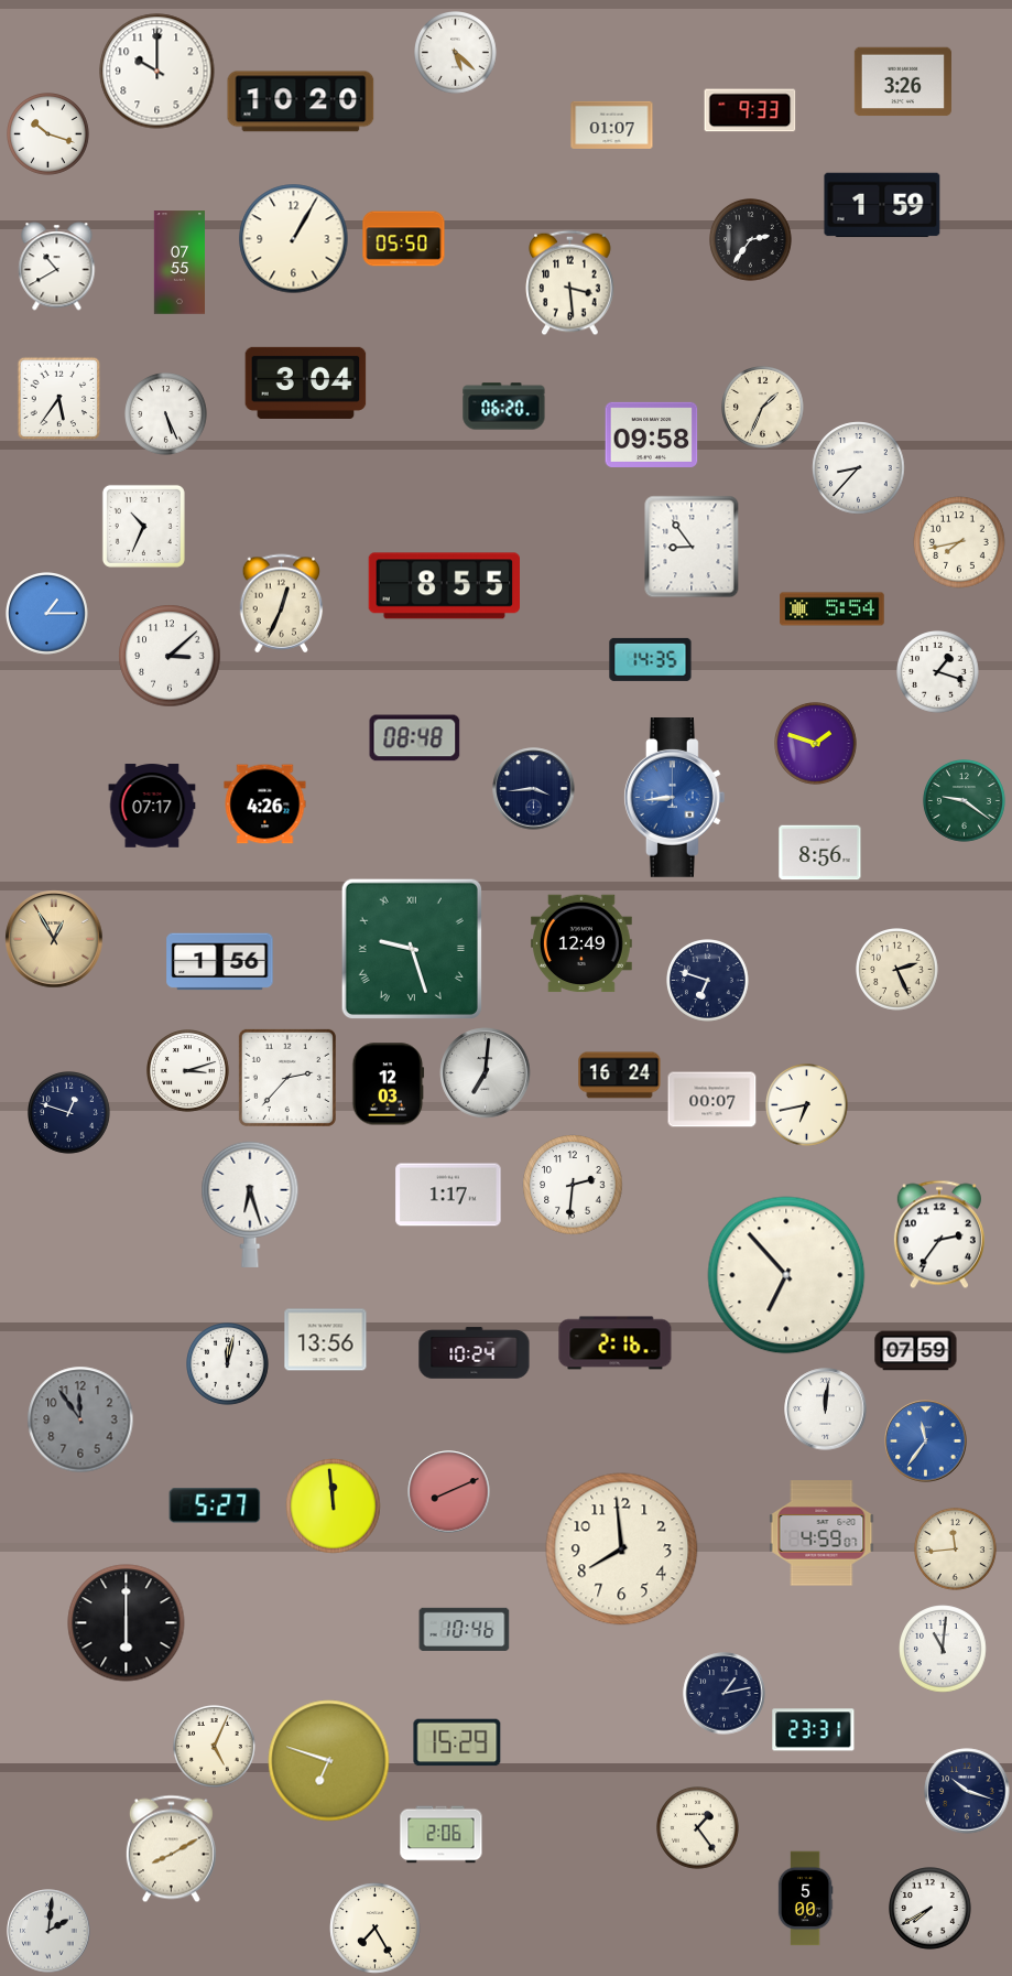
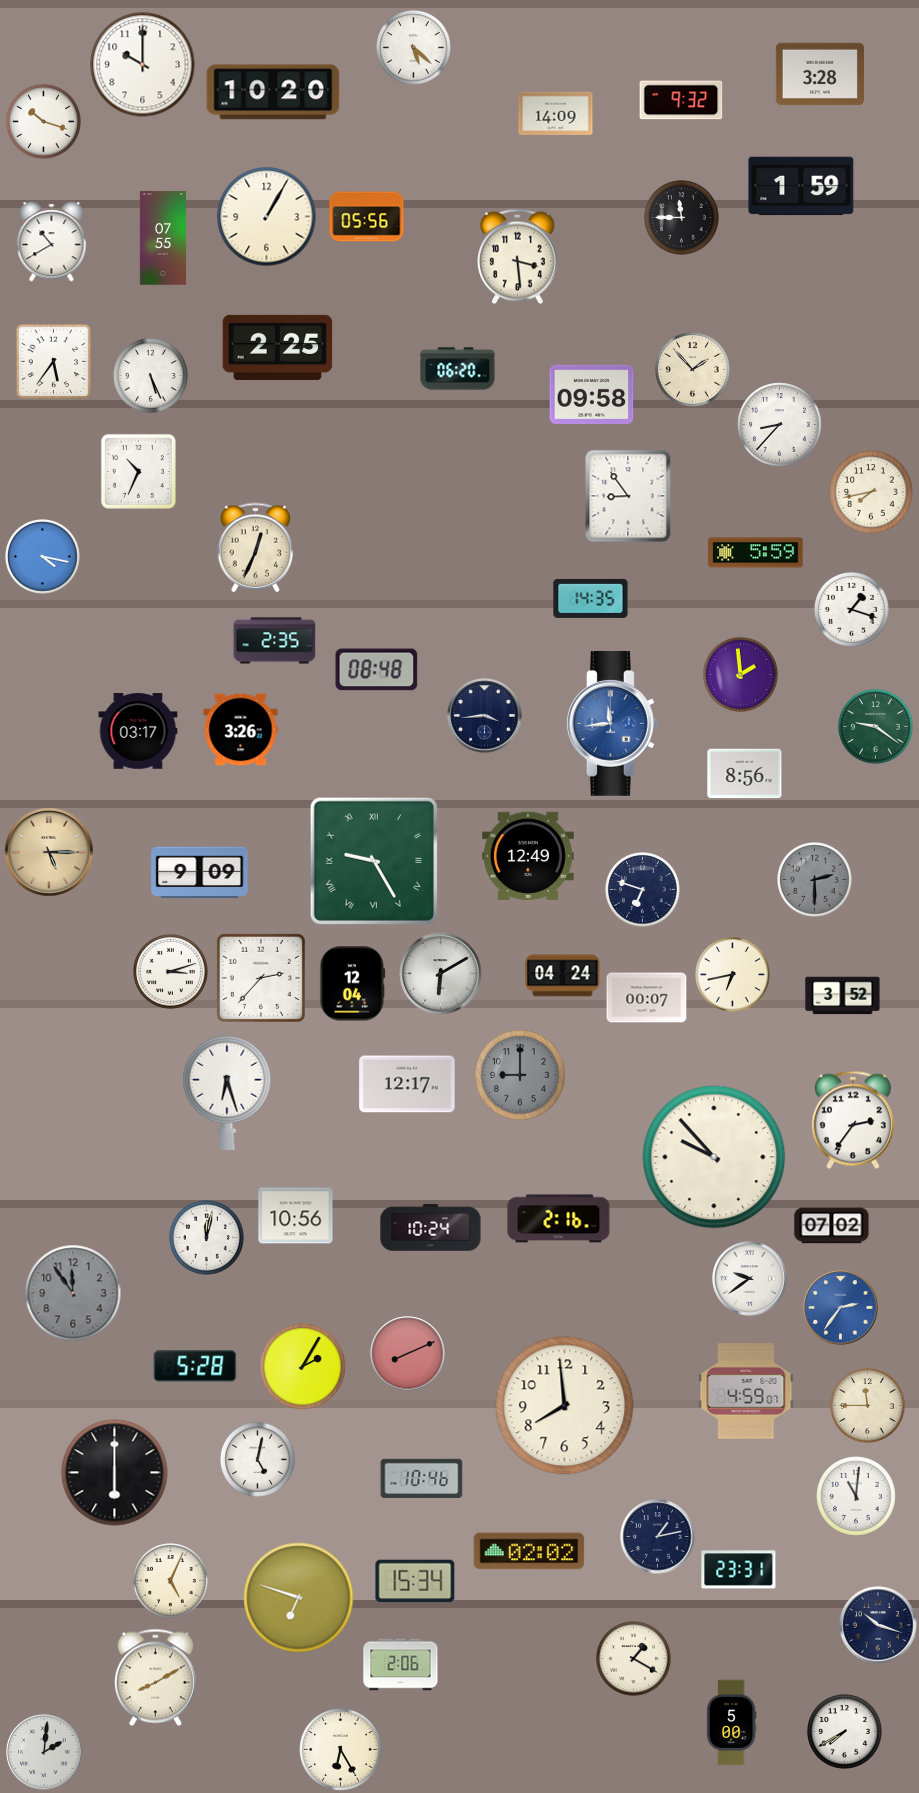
clock at (903, 82): 3:26 -> 3:28
clock at (750, 110): 9:33 -> 9:32
clock at (612, 125): 01:07 -> 14:09
clock at (404, 239): 05:50 -> 05:56
clock at (751, 240): 2:36 -> 11:45
clock at (306, 382): 3:04 -> 2:25
clock at (763, 408): 1:34 -> 1:53
clock at (143, 526) position: (143, 526) -> (138, 471)
clock at (444, 586): 8:55 -> none
clock at (833, 609): 5:54 -> 5:59
clock at (47, 614): 1:15 -> 4:17
clock at (170, 656): 3:08 -> none
clock at (275, 641): none -> 2:35
clock at (816, 744): 1:48 -> 1:59
clock at (674, 798): 8:44 -> 11:44
clock at (265, 805): 4:26 -> 3:26
clock at (152, 806): 07:17 -> 03:17
clock at (54, 939): 12:55 -> 5:15
clock at (412, 949): 9:27 -> 9:25
clock at (220, 962): 1:56 -> 9:09
clock at (897, 970): 2:26 -> 2:30
clock at (897, 970) dial: cream -> grey
clock at (486, 1073): 7:01 -> 6:10
clock at (620, 1076): 16:24 -> 04:24
clock at (389, 1084): 12:03 -> 12:04
clock at (843, 996): none -> 3:52
clock at (807, 1105) position: (807, 1105) -> (733, 975)
clock at (69, 1113): 12:48 -> none
clock at (573, 1185): 2:31 -> 9:00
clock at (573, 1185) dial: white -> grey
clock at (448, 1195): 1:17 -> 12:17
clock at (786, 1275): 6:53 -> 9:53
clock at (326, 1340): 13:56 -> 10:56
clock at (916, 1351): 07:59 -> 07:02
clock at (826, 1410): 12:01 -> 9:39
clock at (80, 1419) position: (80, 1419) -> (73, 1293)
clock at (926, 1441): 11:36 -> 2:36
clock at (215, 1505): 5:27 -> 5:28
clock at (334, 1507): 11:59 -> 2:05
clock at (956, 1550): 11:44 -> 11:45
clock at (258, 1460): none -> 5:02
clock at (529, 1551): none -> 02:02
clock at (457, 1742): 15:29 -> 15:34
clock at (215, 1747) position: (215, 1747) -> (171, 1581)
clock at (698, 1828): 1:24 -> 1:20
clock at (376, 1929): 7:25 -> 6:25
